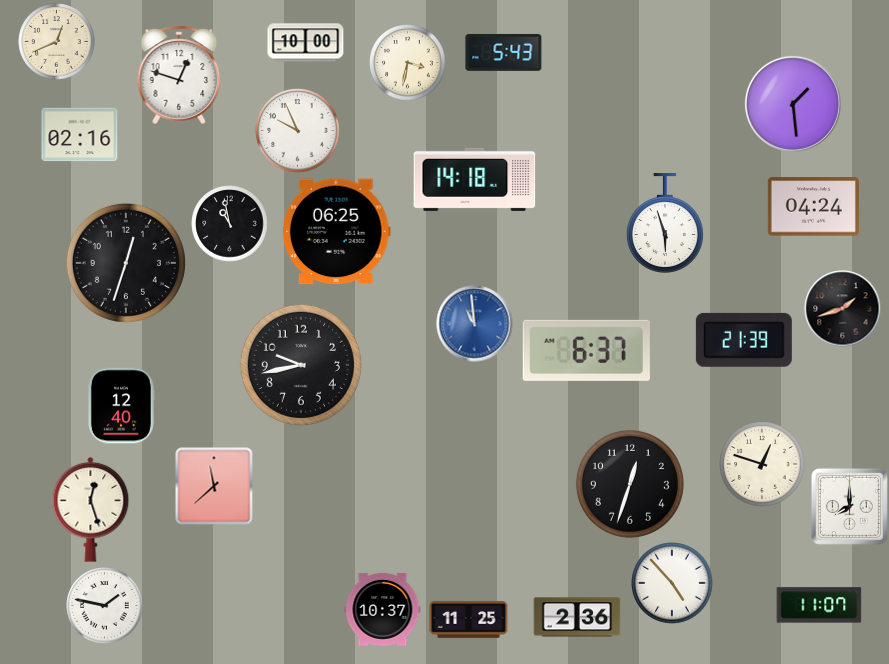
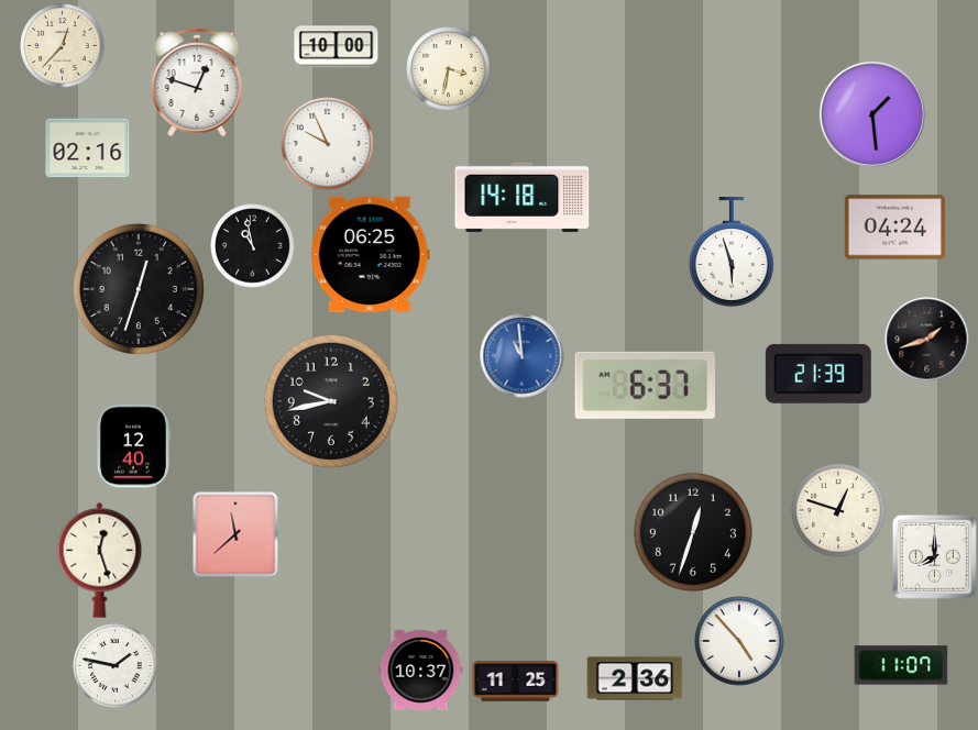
clock at (57, 42): 12:41 -> 12:37
clock at (504, 52): 5:43 -> none
clock at (665, 223) position: (665, 223) -> (732, 252)
